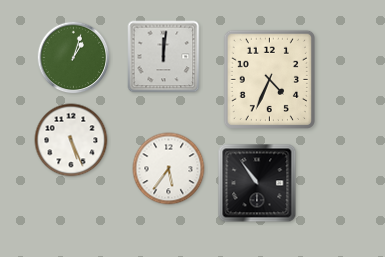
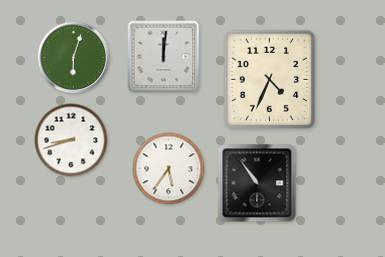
clock at (74, 58): 1:03 -> 6:03
clock at (71, 140): 5:26 -> 8:42
